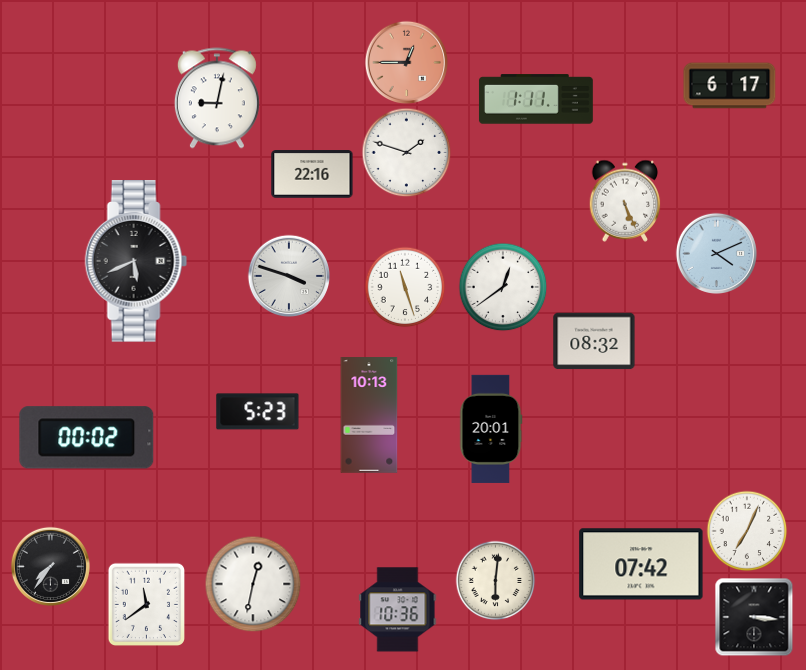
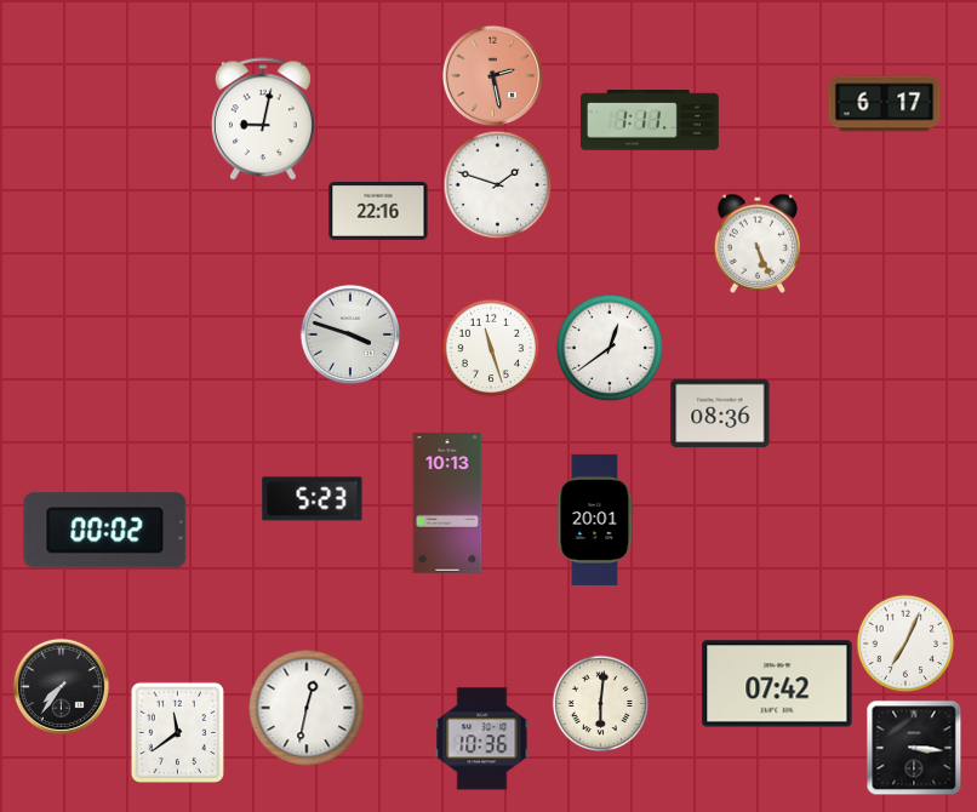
clock at (406, 62): 12:45 -> 2:28
clock at (406, 152) position: (406, 152) -> (497, 184)
clock at (716, 253): 4:11 -> none
clock at (136, 261): 5:41 -> none
clock at (594, 341): 08:32 -> 08:36
